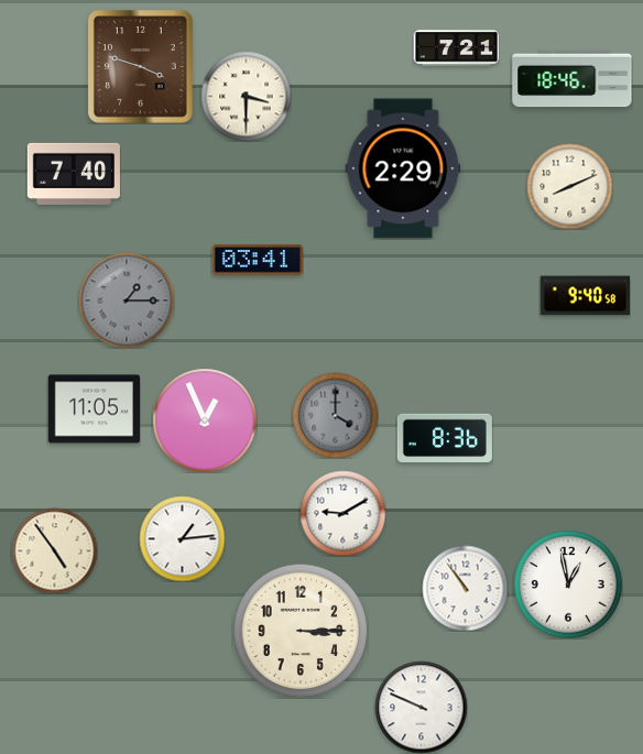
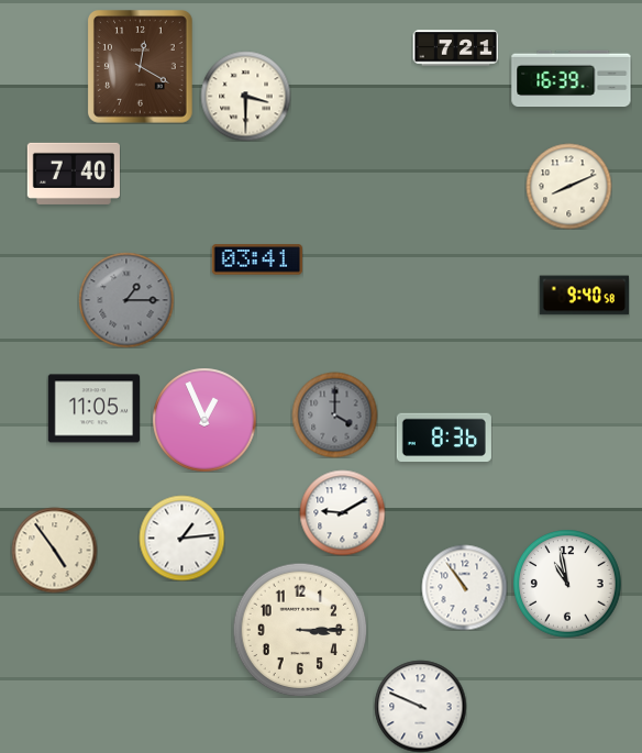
clock at (141, 67): 3:48 -> 12:20
clock at (573, 79): 18:46 -> 16:39
clock at (403, 168): 2:29 -> none
clock at (569, 586): 12:58 -> 10:58
